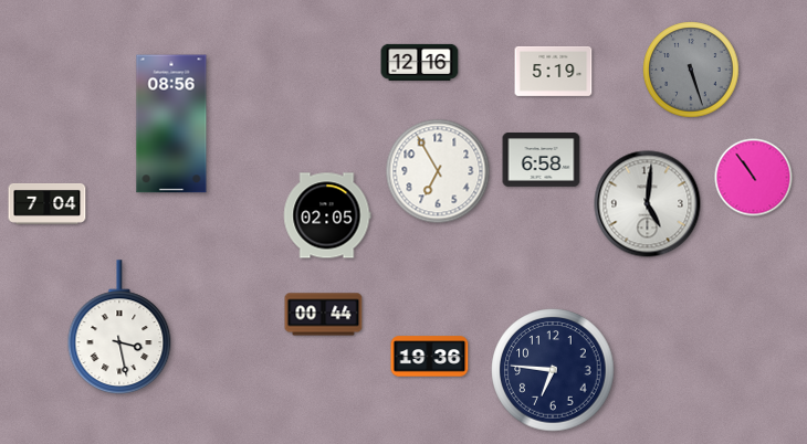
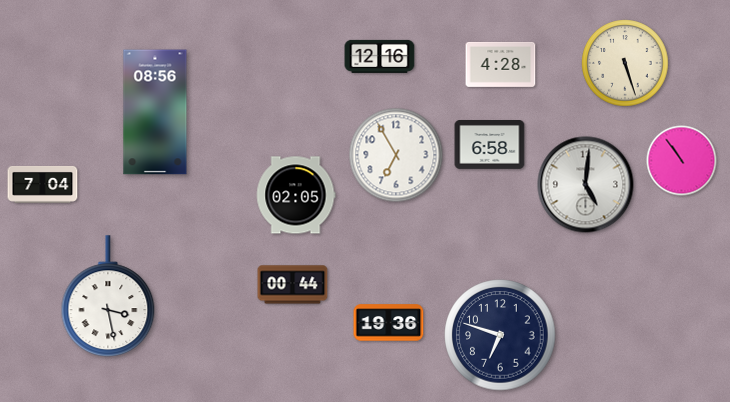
clock at (691, 70) dial: grey -> cream
clock at (554, 71): 5:19 -> 4:28
clock at (553, 370): 6:46 -> 6:48
